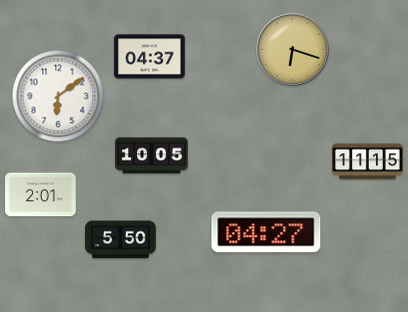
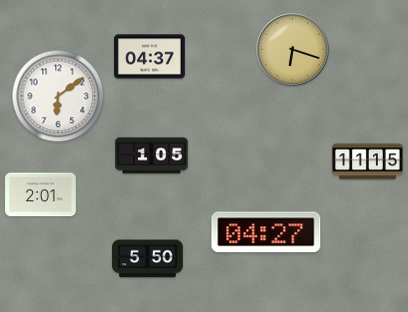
clock at (152, 156): 10:05 -> 1:05
clock at (121, 240) position: (121, 240) -> (148, 259)
